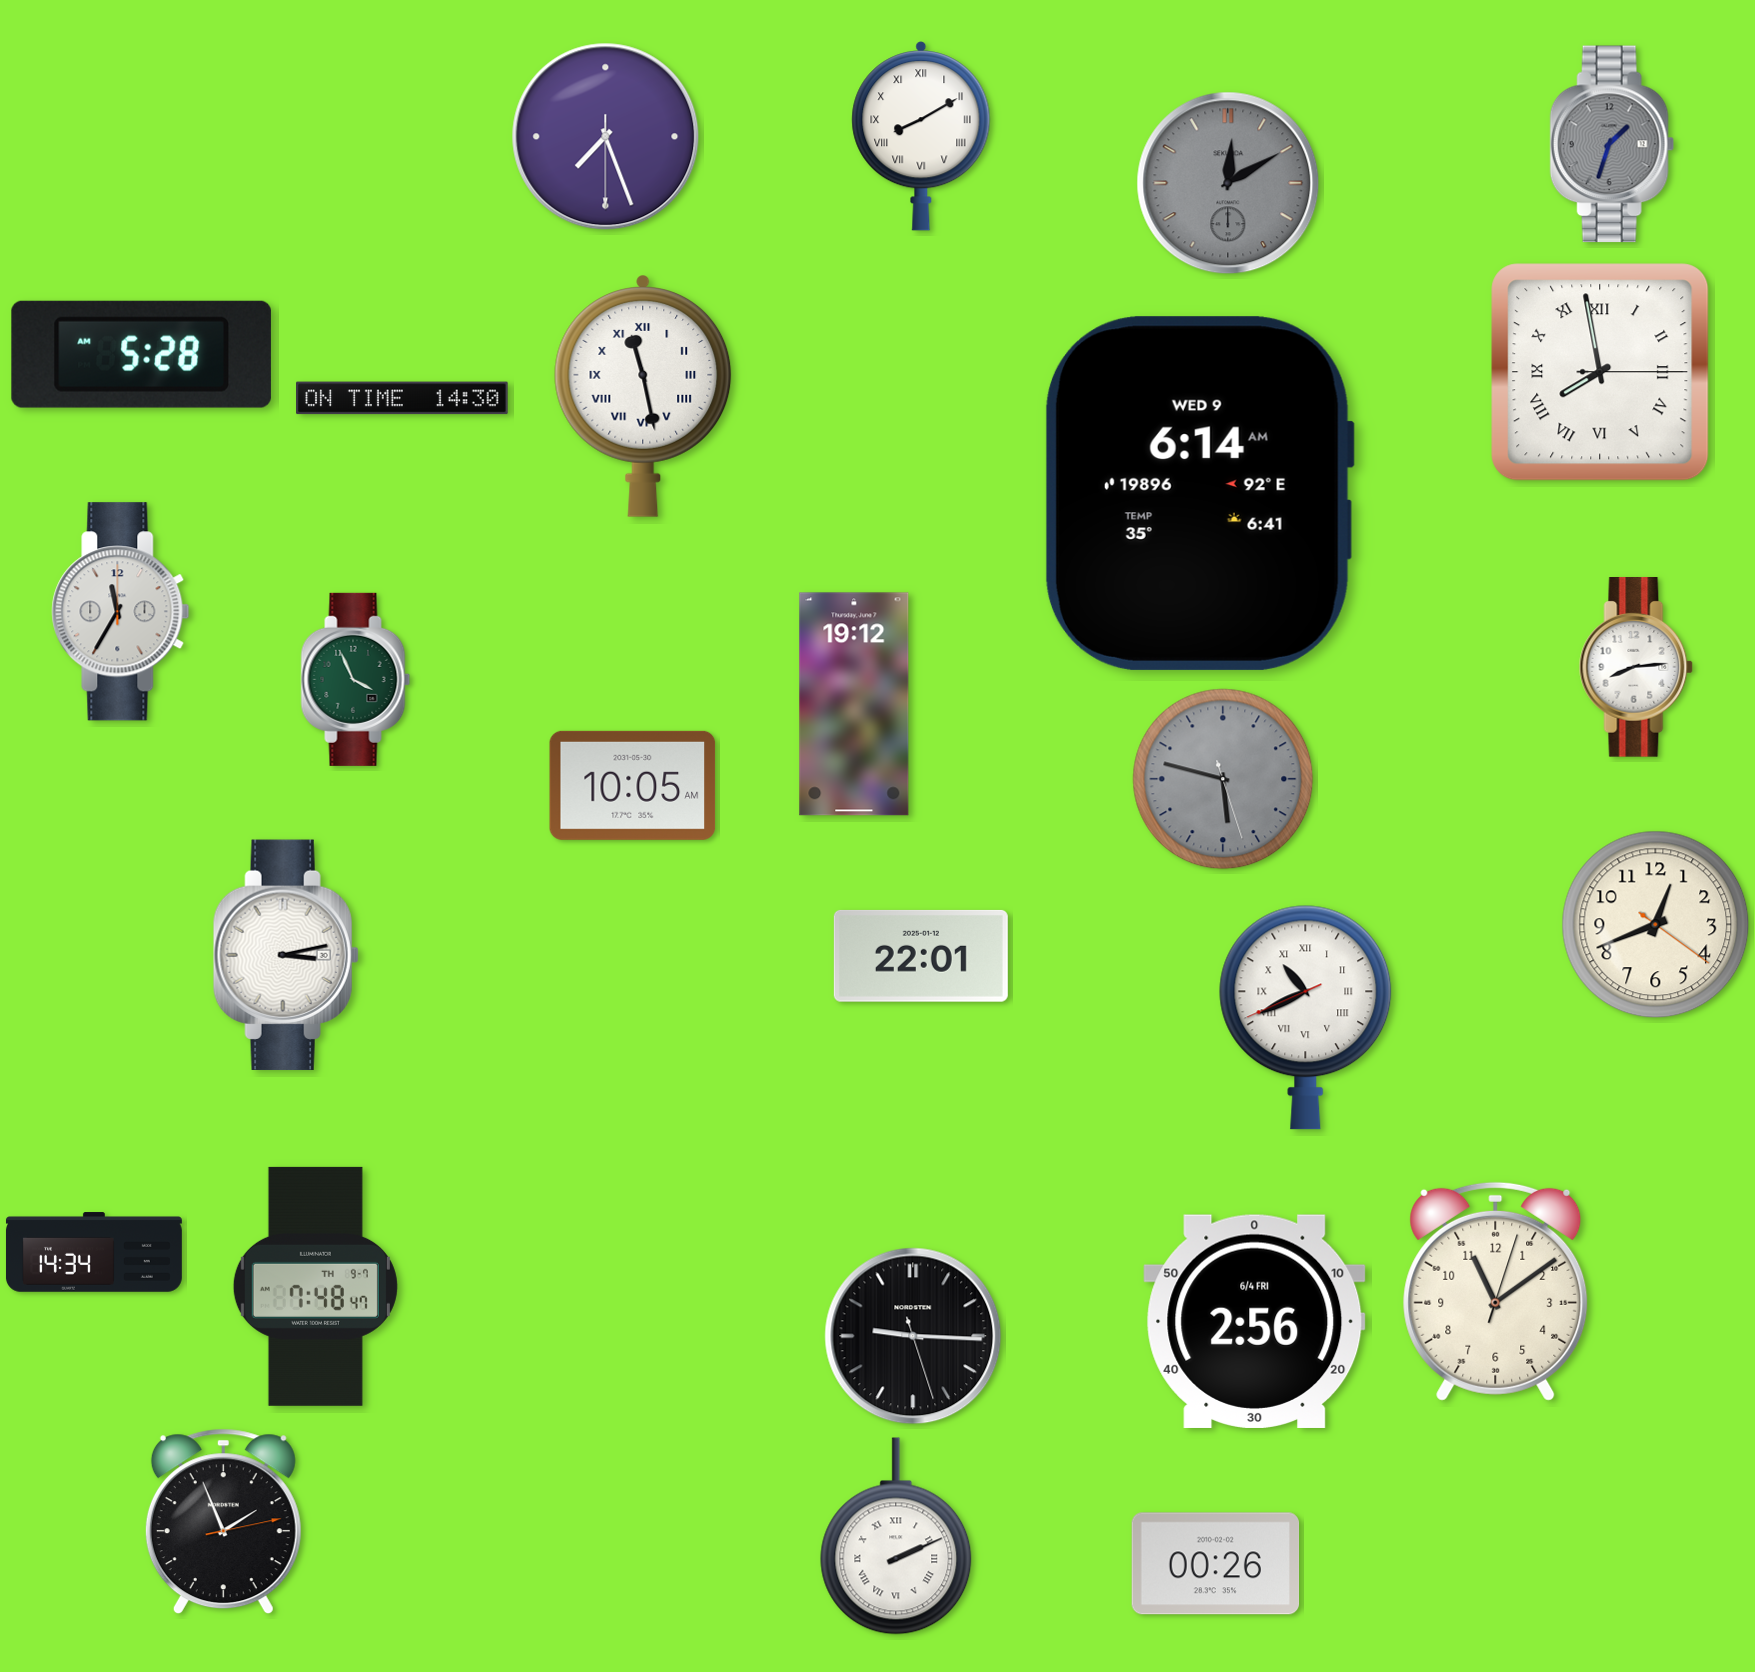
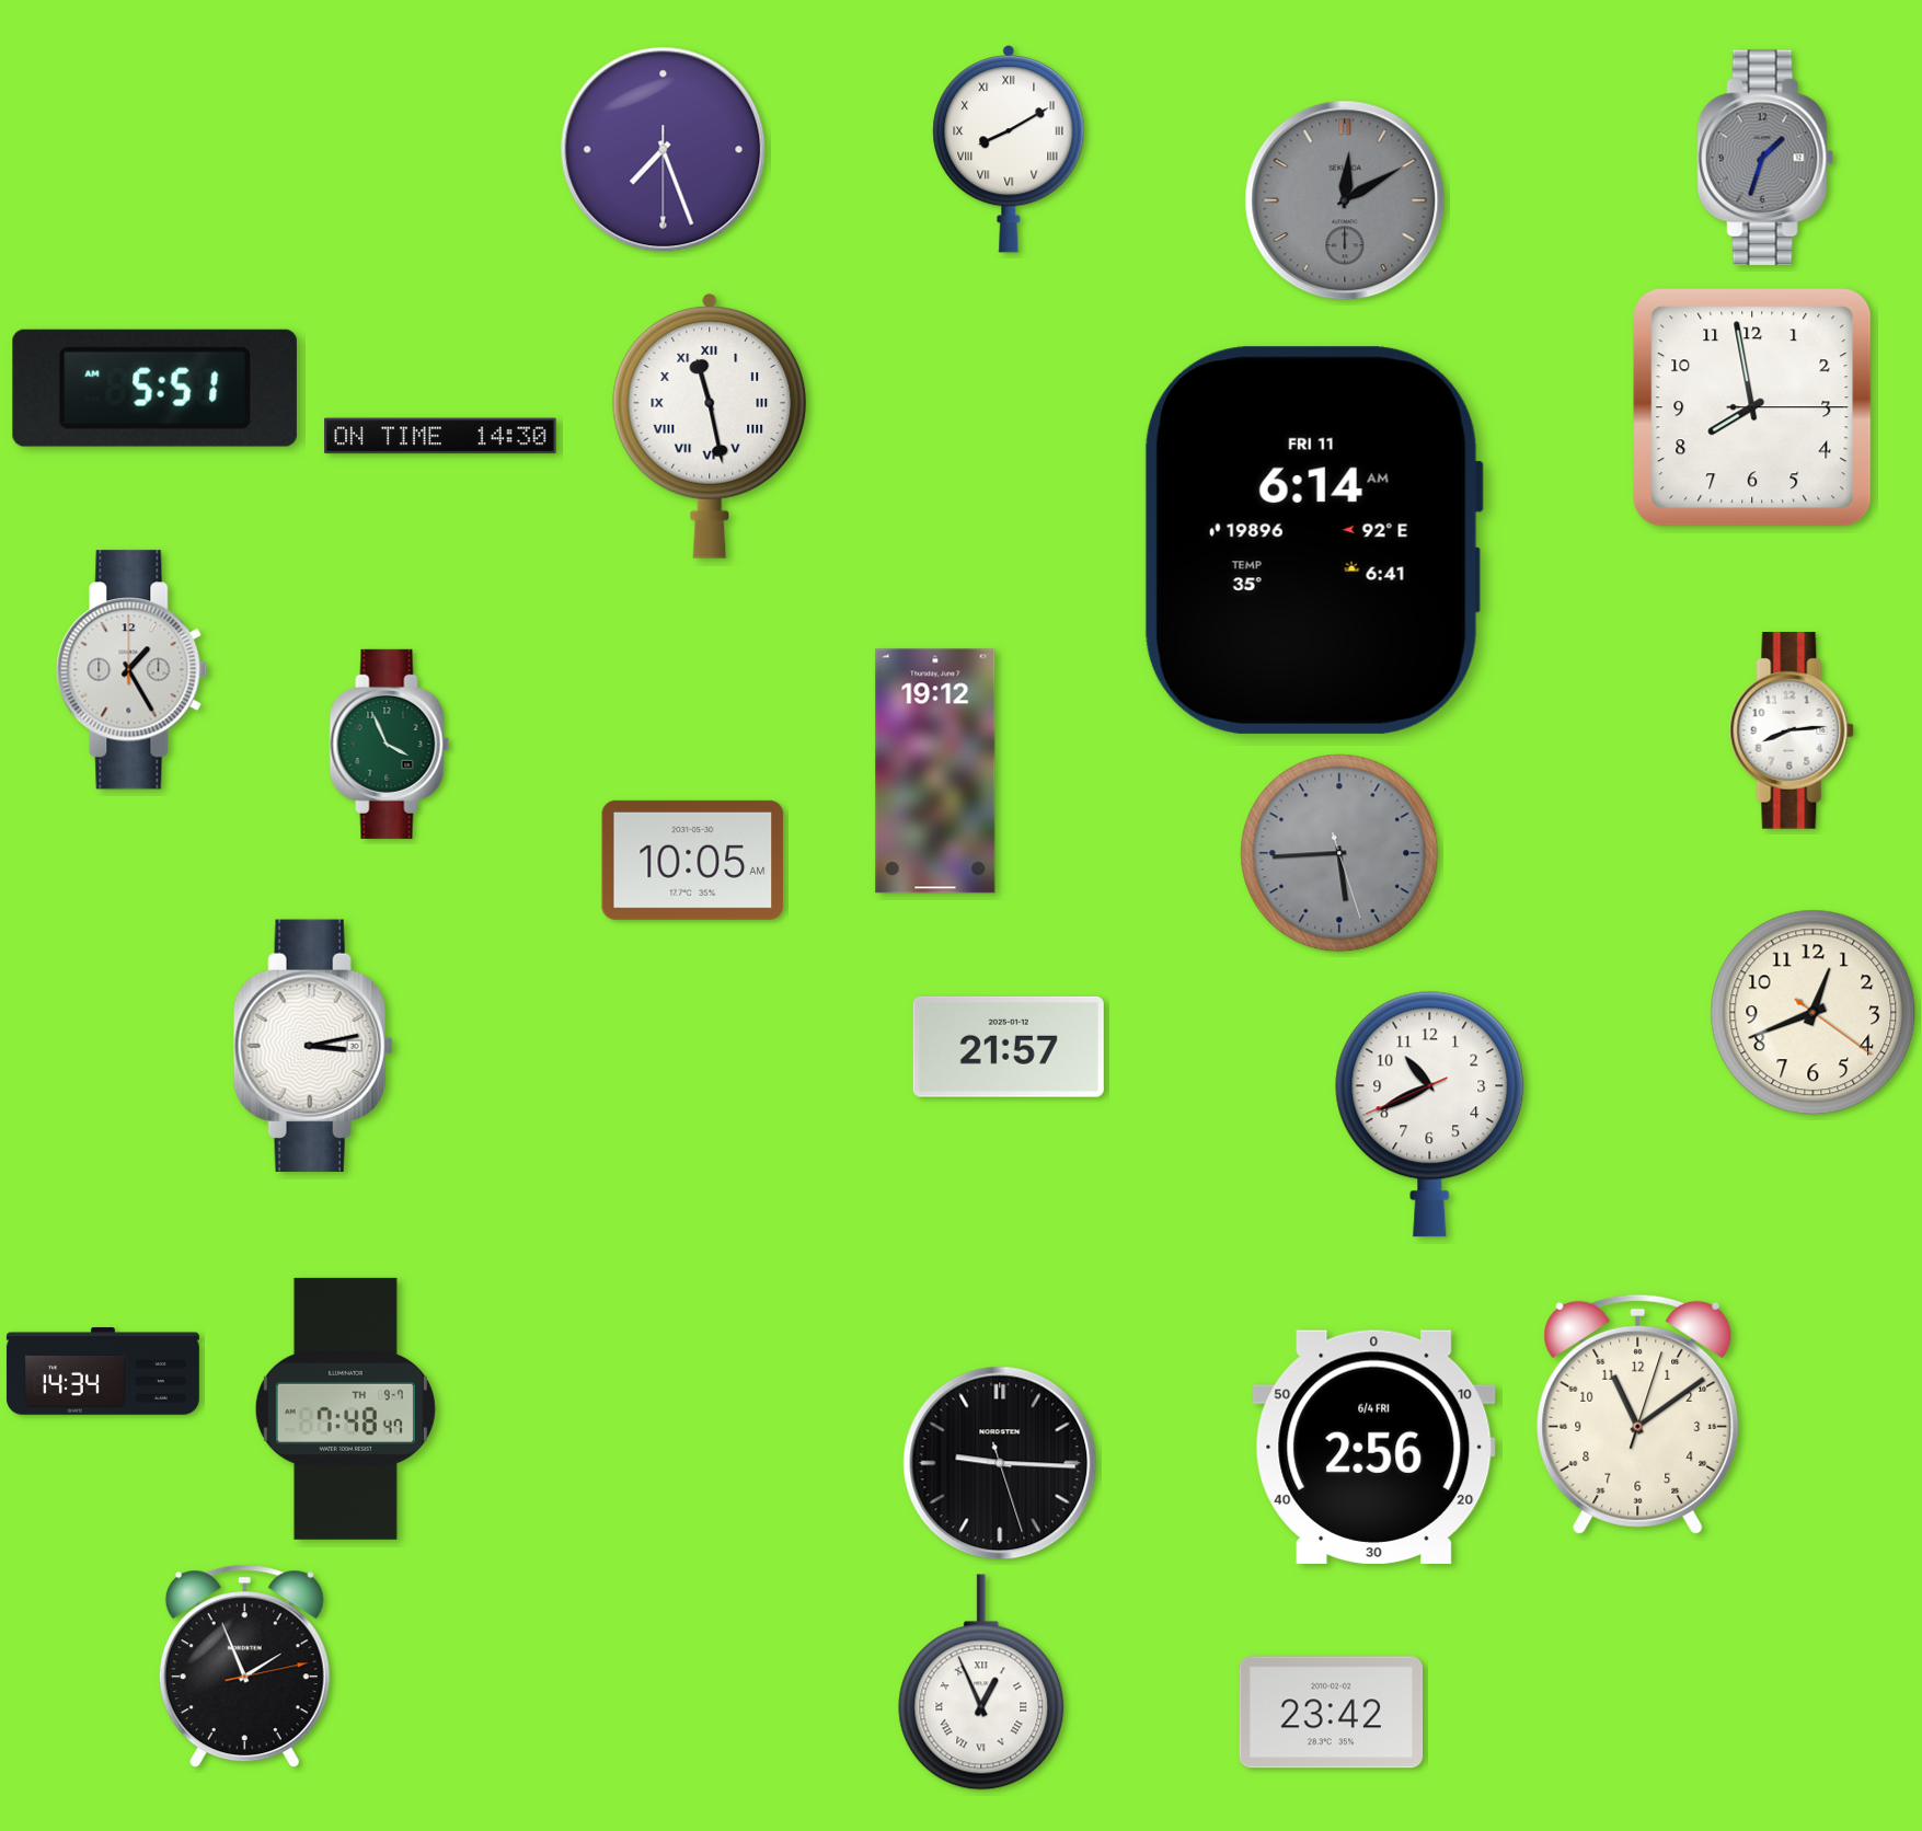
clock at (141, 354): 5:28 -> 5:51
clock at (1600, 372) numerals: Roman -> Arabic
clock at (643, 396) position: (643, 396) -> (710, 426)
clock at (1199, 493) date: WED 9 -> FRI 11
clock at (121, 612): 11:35 -> 1:25
clock at (1223, 779): 5:47 -> 5:44
clock at (921, 956): 22:01 -> 21:57
clock at (1306, 1017) numerals: Roman -> Arabic
clock at (896, 1536): 2:11 -> 12:56
clock at (1216, 1564): 00:26 -> 23:42
